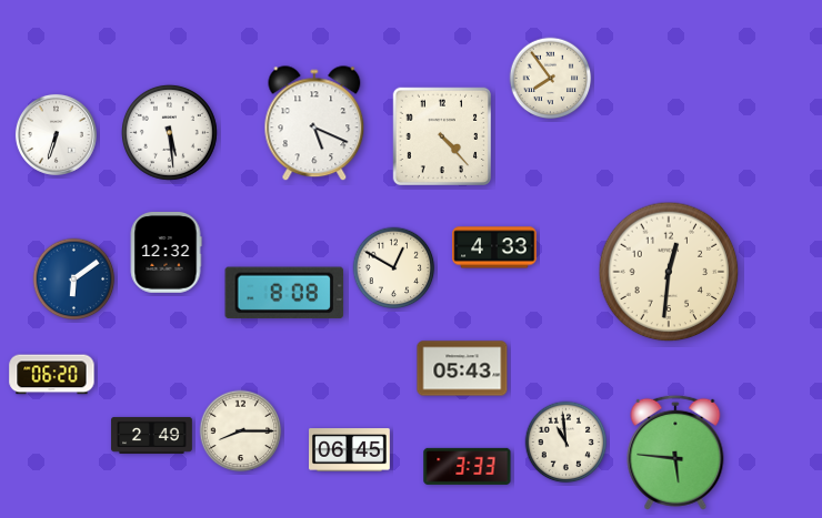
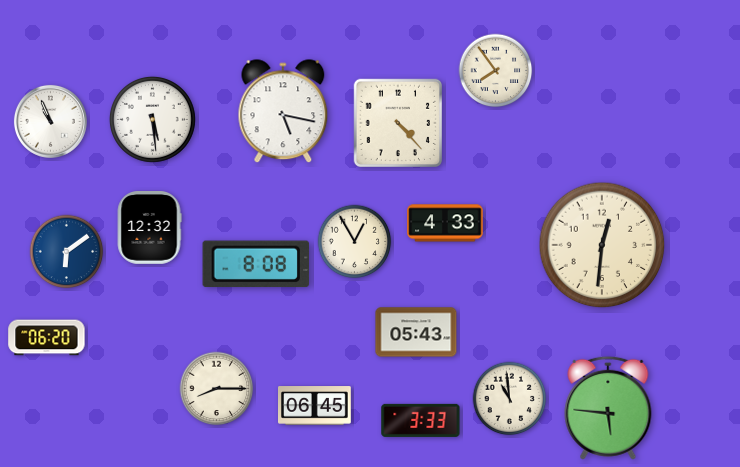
clock at (314, 124): 5:19 -> 5:17
clock at (56, 134): 6:33 -> 10:56
clock at (394, 268): 12:50 -> 12:55
clock at (152, 435): 2:49 -> none
